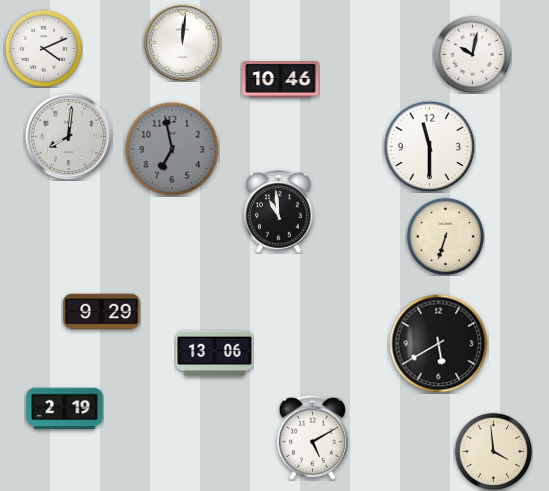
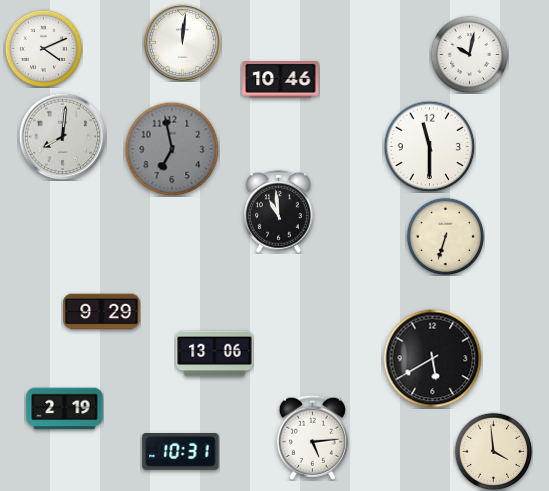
clock at (472, 54) position: (472, 54) -> (469, 54)
clock at (68, 136) position: (68, 136) -> (62, 136)
clock at (439, 344) position: (439, 344) -> (433, 359)
clock at (312, 437): 5:10 -> 5:14
clock at (181, 452): none -> 10:31
